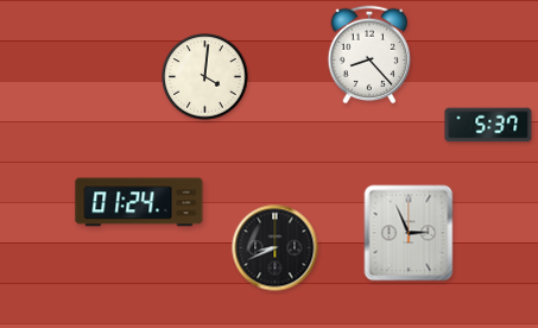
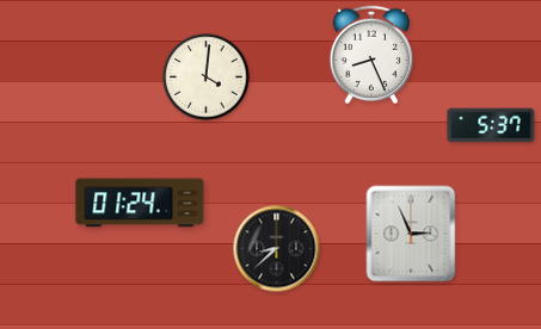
clock at (369, 55): 8:23 -> 8:26
clock at (276, 248): 8:41 -> 8:38
